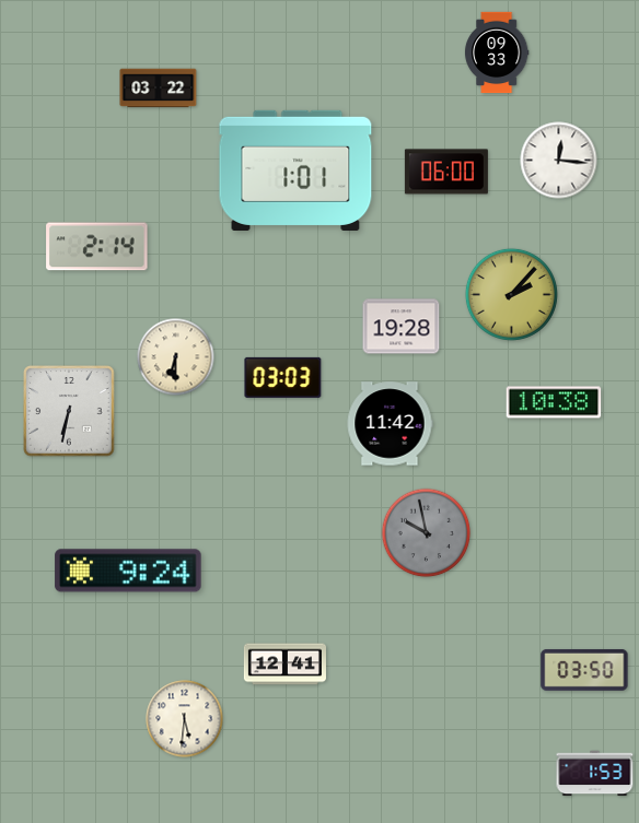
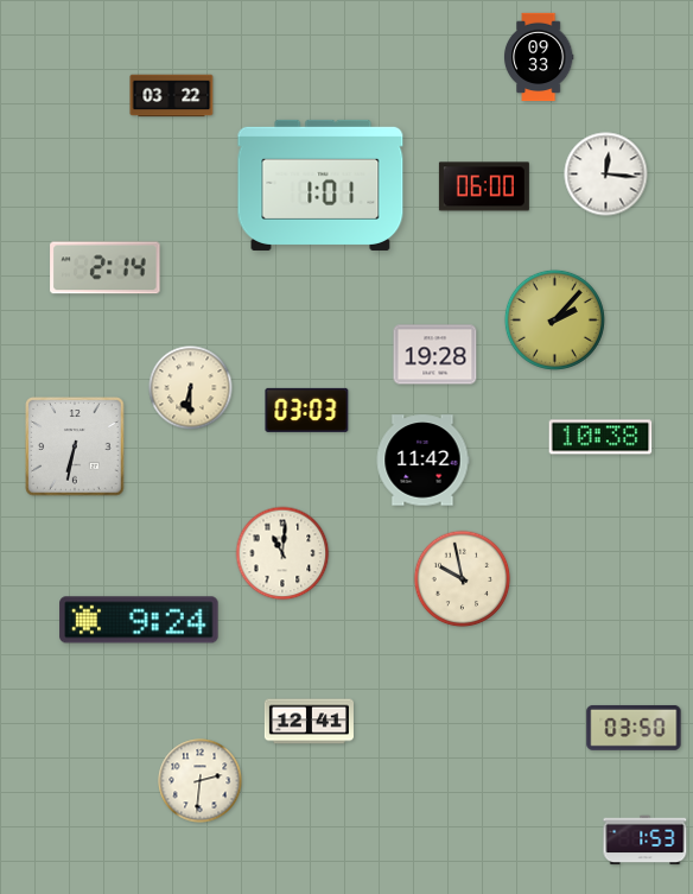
clock at (282, 553): none -> 11:01
clock at (427, 533) dial: grey -> cream
clock at (185, 719): 5:31 -> 2:31
